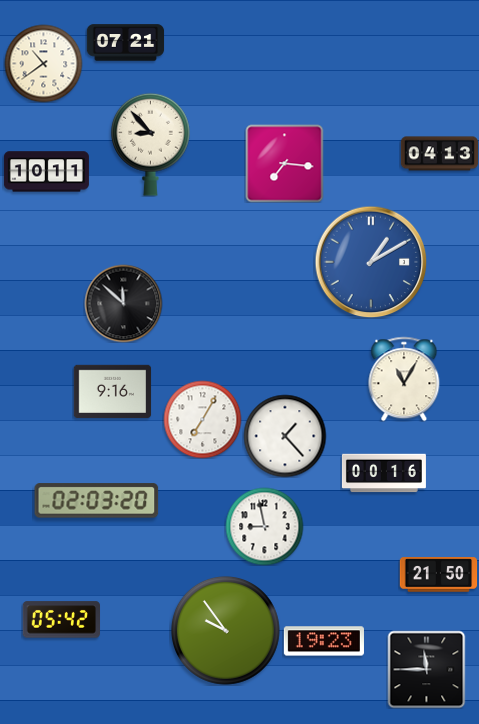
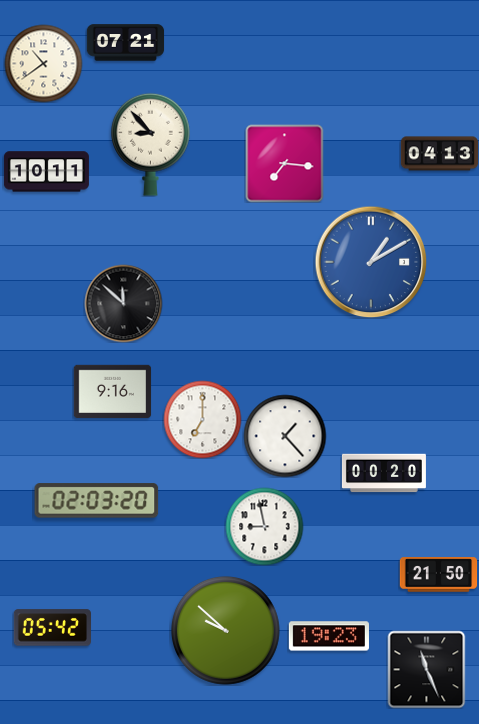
clock at (404, 379): 11:05 -> none
clock at (202, 419): 7:05 -> 7:00
clock at (384, 473): 00:16 -> 00:20
clock at (61, 620) position: (61, 620) -> (52, 628)
clock at (225, 630): 9:54 -> 9:52
clock at (324, 641) position: (324, 641) -> (329, 636)
clock at (426, 669): 11:45 -> 11:26
